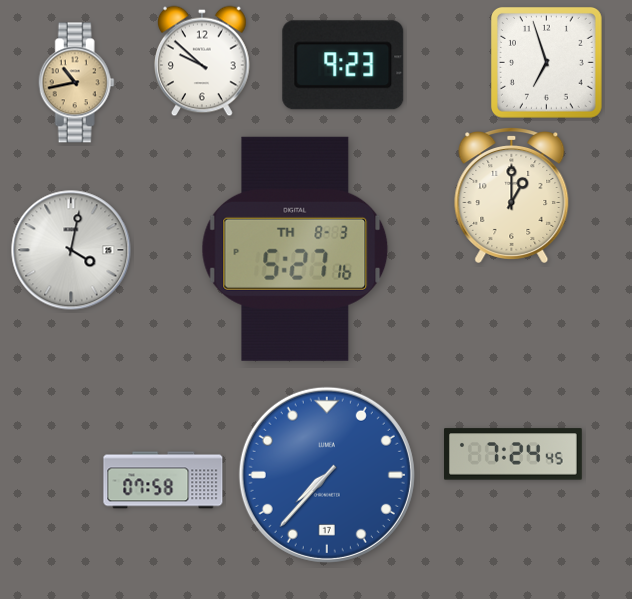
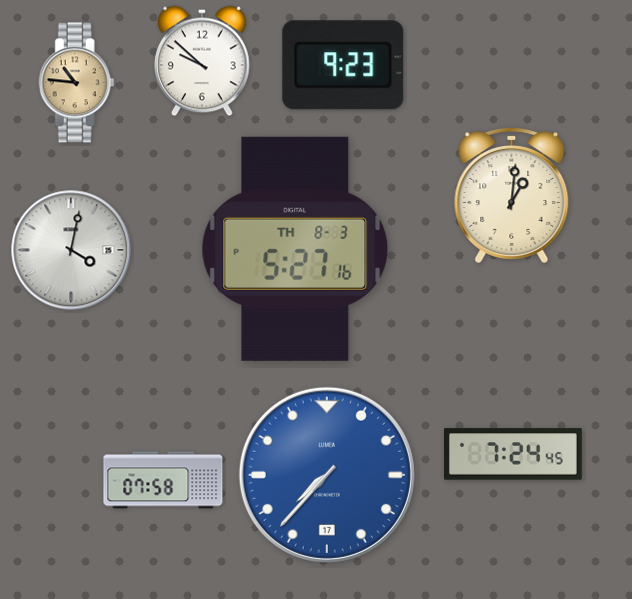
clock at (546, 62): 6:57 -> none
clock at (76, 83): 10:43 -> 10:46
clock at (512, 196): 1:00 -> 1:01
